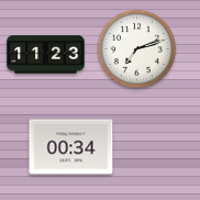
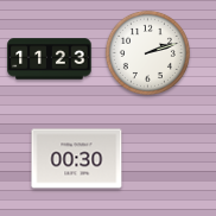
clock at (136, 48): 7:12 -> 2:12
clock at (71, 147): 00:34 -> 00:30
